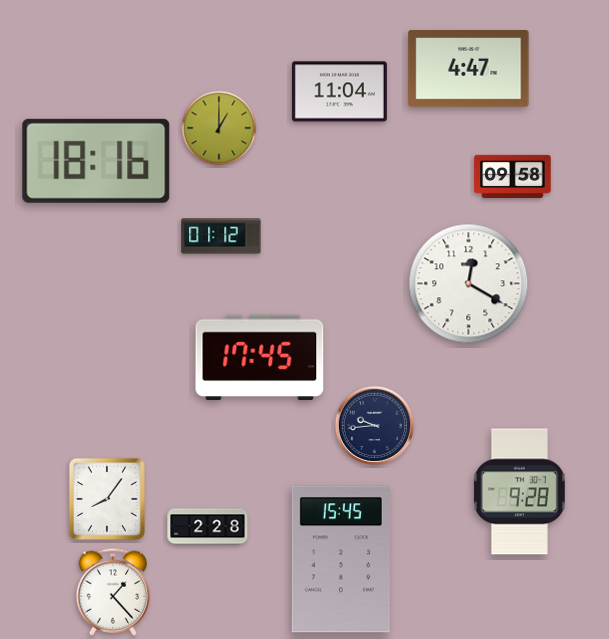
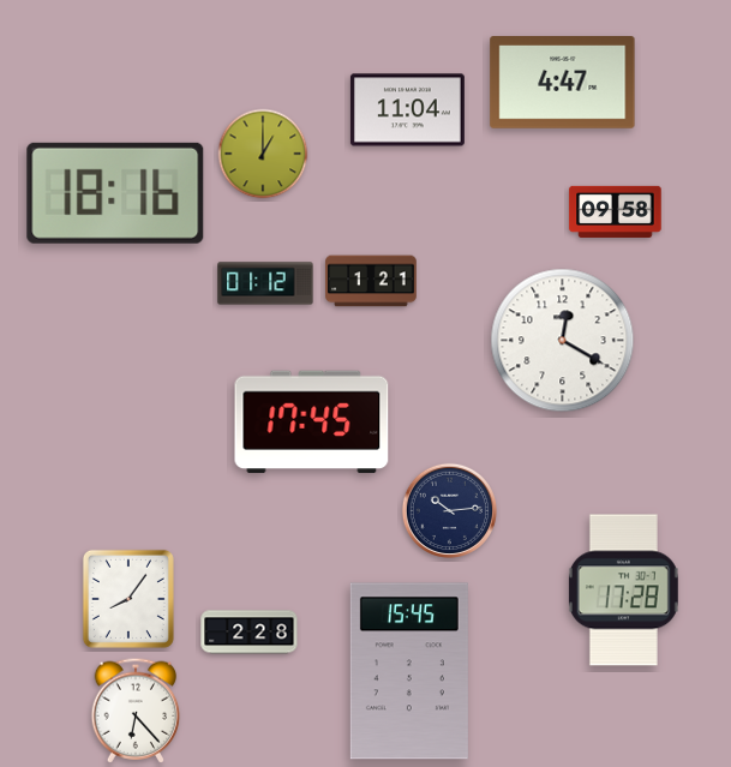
clock at (371, 281): none -> 1:21
clock at (260, 358) position: (260, 358) -> (312, 423)
clock at (374, 425): 9:44 -> 10:14
clock at (519, 492): 9:28 -> 17:28
clock at (113, 592): 1:23 -> 6:23
